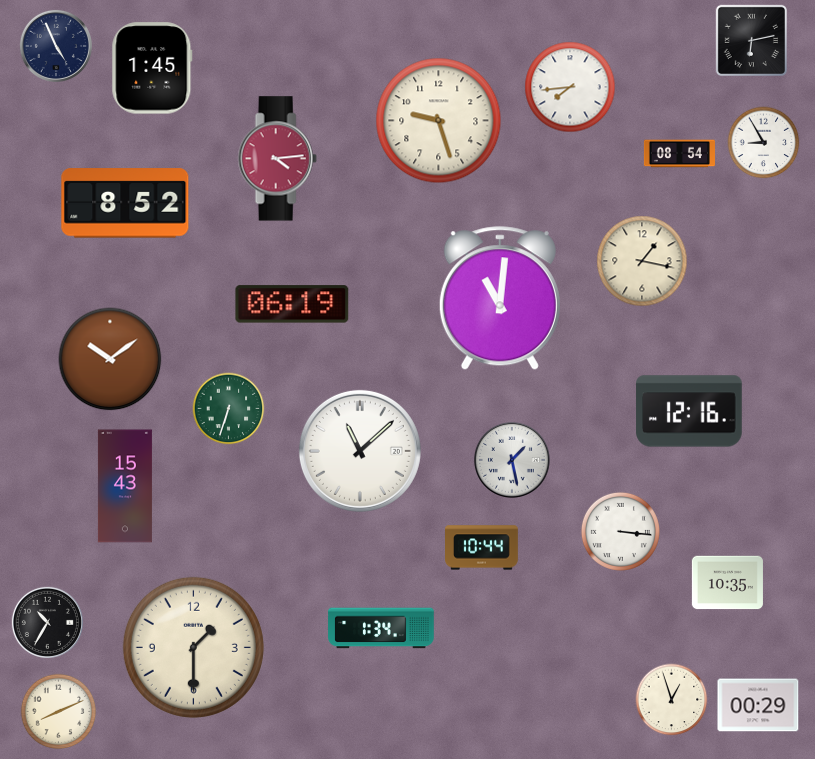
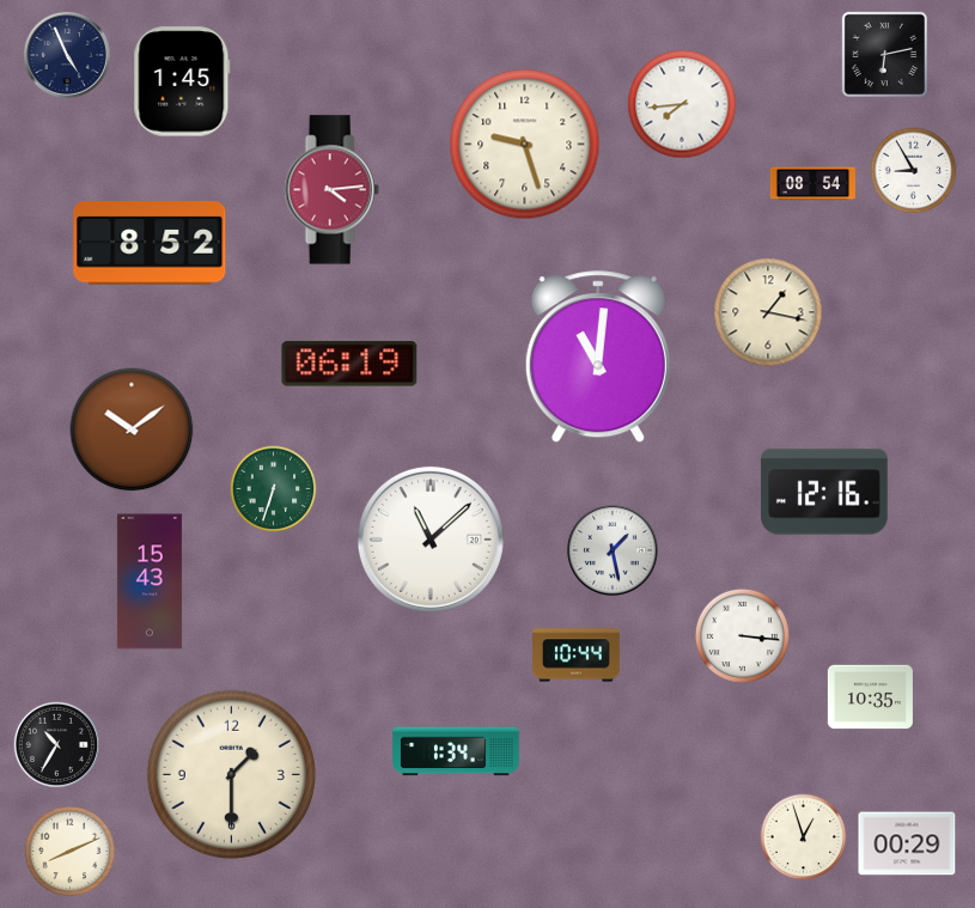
clock at (751, 41) position: (751, 41) -> (884, 55)
